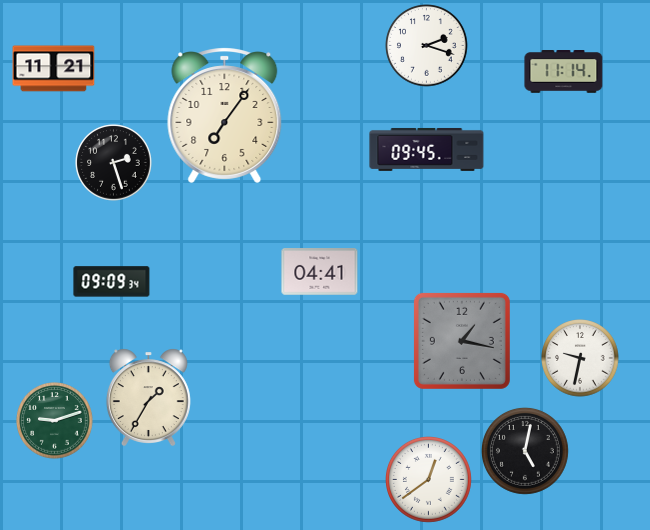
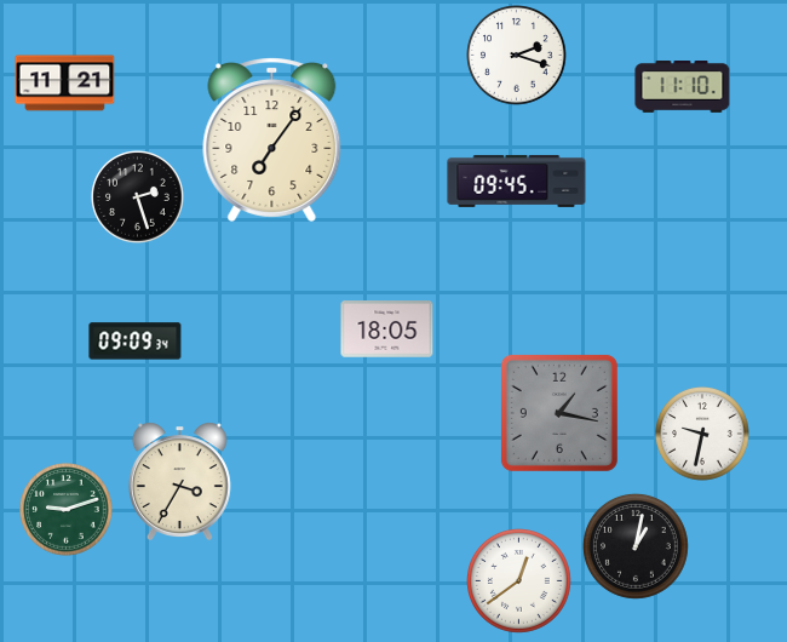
clock at (564, 72): 11:14 -> 11:10
clock at (320, 272): 04:41 -> 18:05
clock at (148, 397): 1:35 -> 3:35
clock at (525, 451): 5:02 -> 1:02
